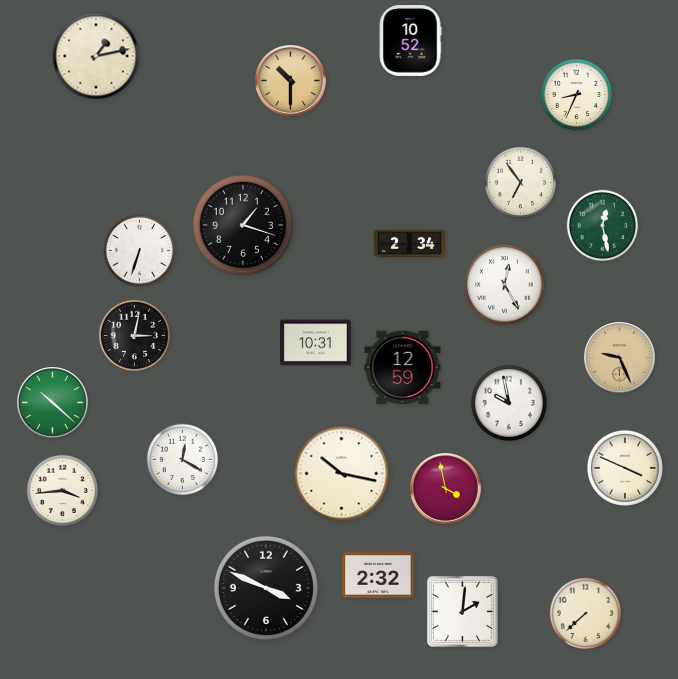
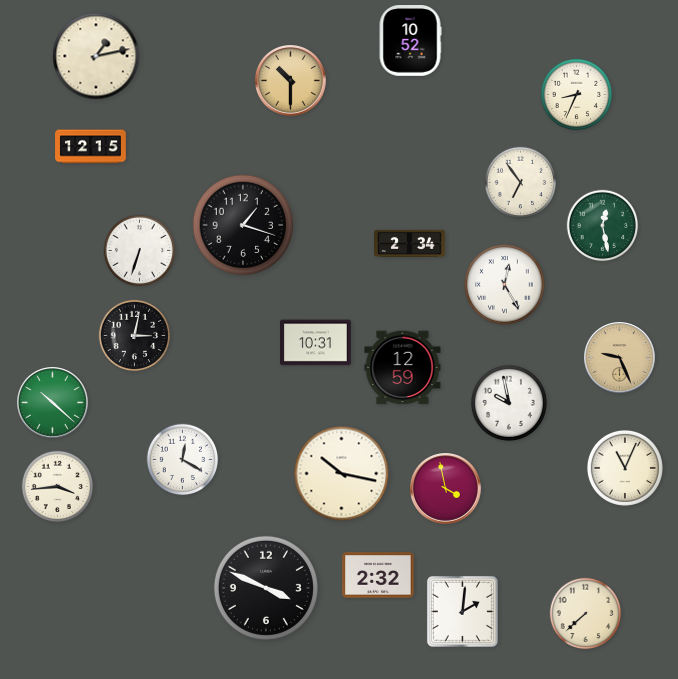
clock at (91, 147): none -> 12:15
clock at (625, 468): 3:49 -> 11:04
clock at (63, 491) position: (63, 491) -> (58, 487)
